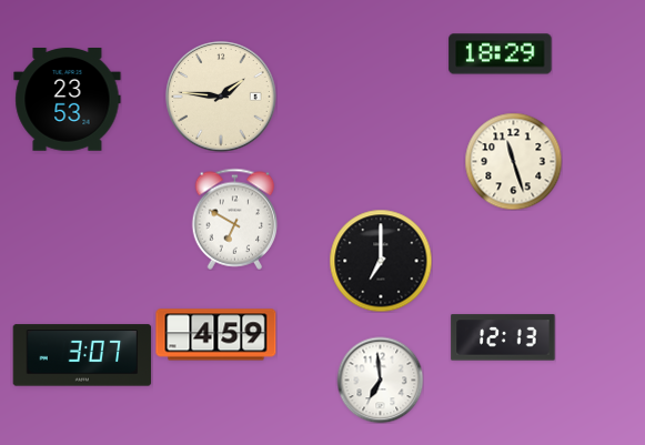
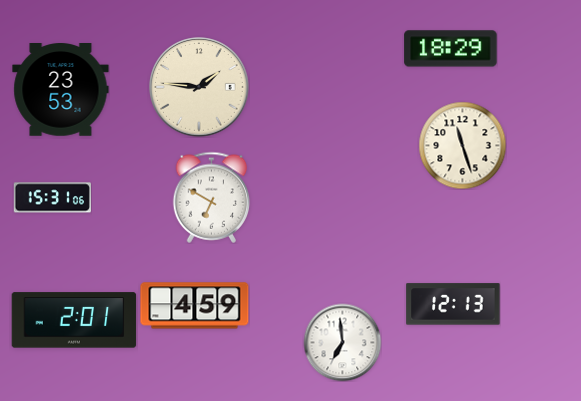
clock at (52, 198): none -> 15:31
clock at (381, 261): 7:00 -> none
clock at (216, 335) position: (216, 335) -> (195, 306)
clock at (82, 355): 3:07 -> 2:01
